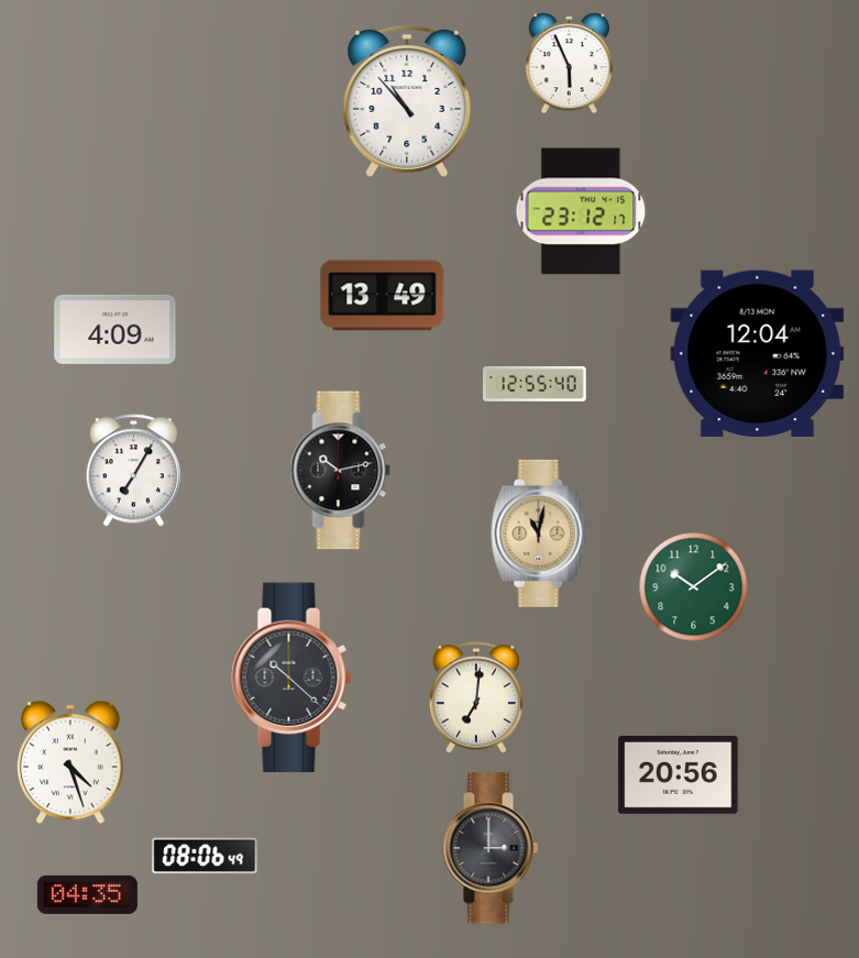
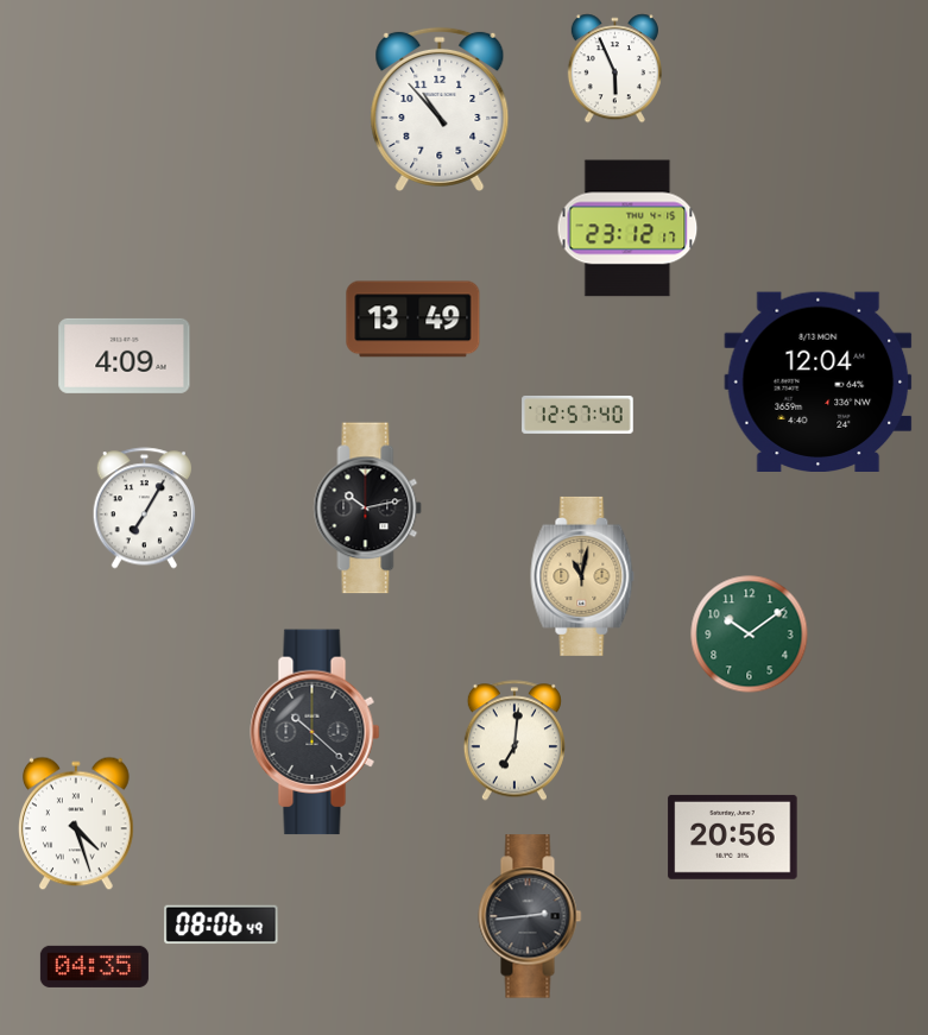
clock at (535, 384): 12:55 -> 12:57
clock at (476, 697) position: (476, 697) -> (514, 740)
clock at (491, 848): 3:00 -> 2:44
